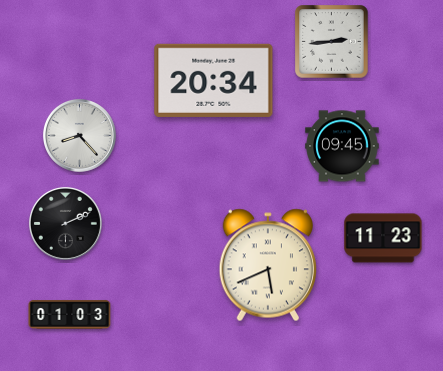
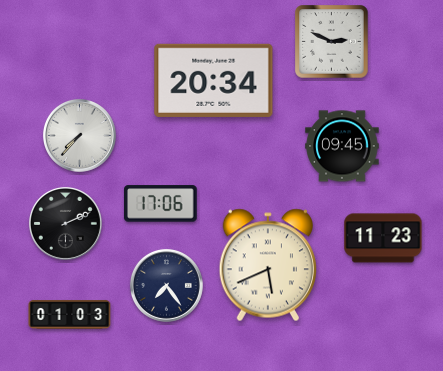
clock at (332, 42): 2:44 -> 2:49
clock at (79, 135): 8:23 -> 7:37
clock at (161, 204): none -> 17:06
clock at (166, 285): none -> 7:24
